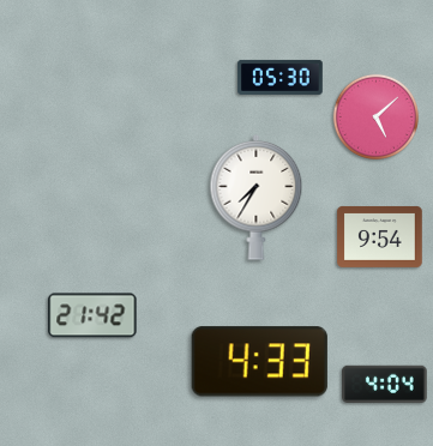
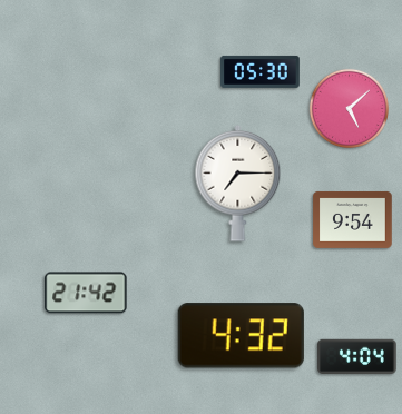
clock at (257, 198): 7:35 -> 7:15
clock at (259, 362): 4:33 -> 4:32
